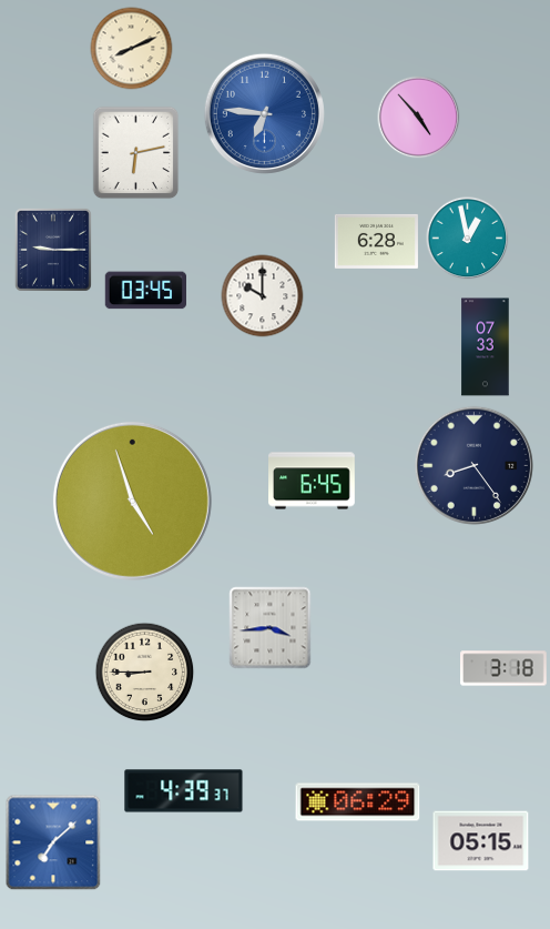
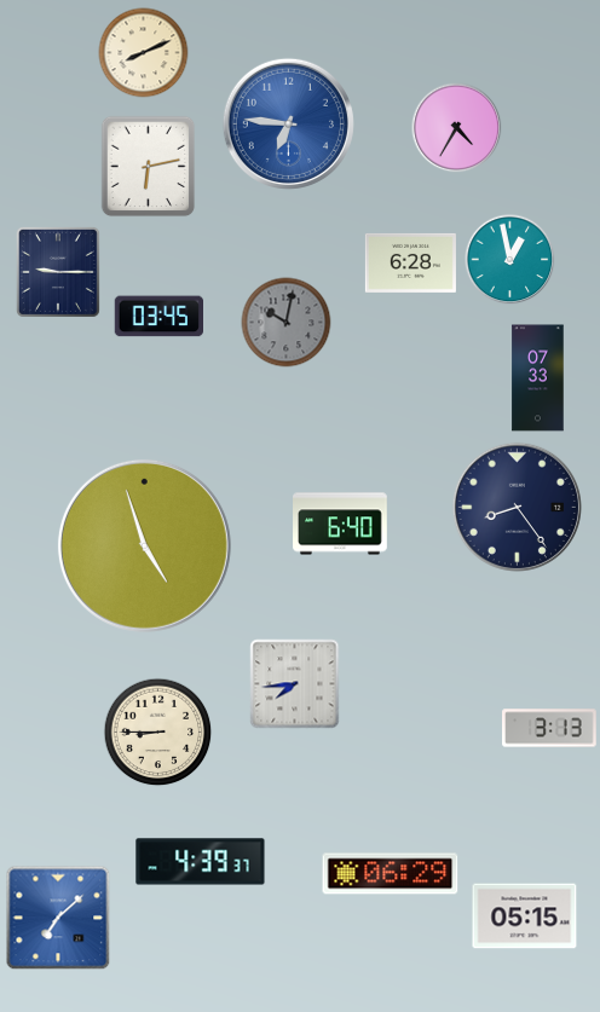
clock at (419, 118): 4:53 -> 4:35
clock at (263, 296): 10:00 -> 10:02
clock at (263, 296) dial: white -> grey
clock at (486, 347) position: (486, 347) -> (538, 378)
clock at (312, 481): 6:45 -> 6:40
clock at (271, 628): 3:44 -> 7:44
clock at (503, 668): 3:18 -> 3:13
